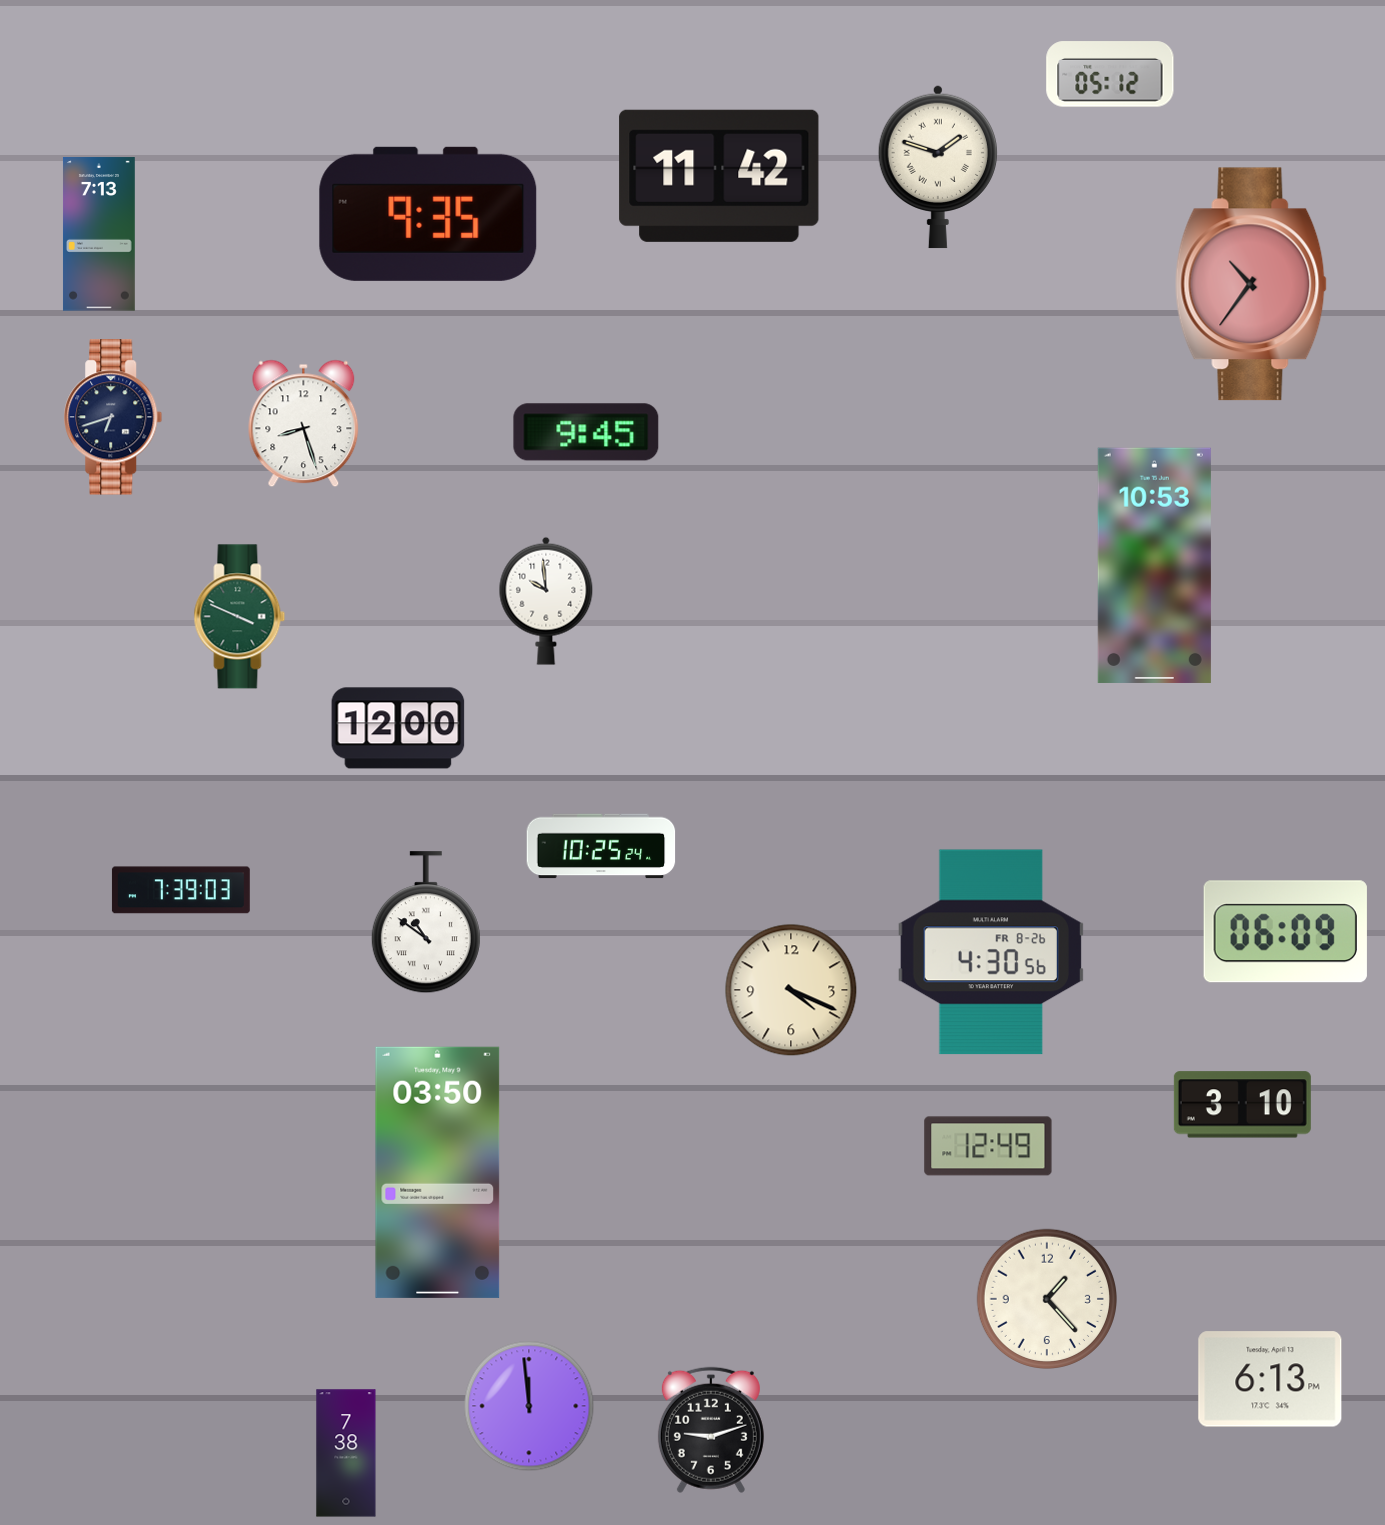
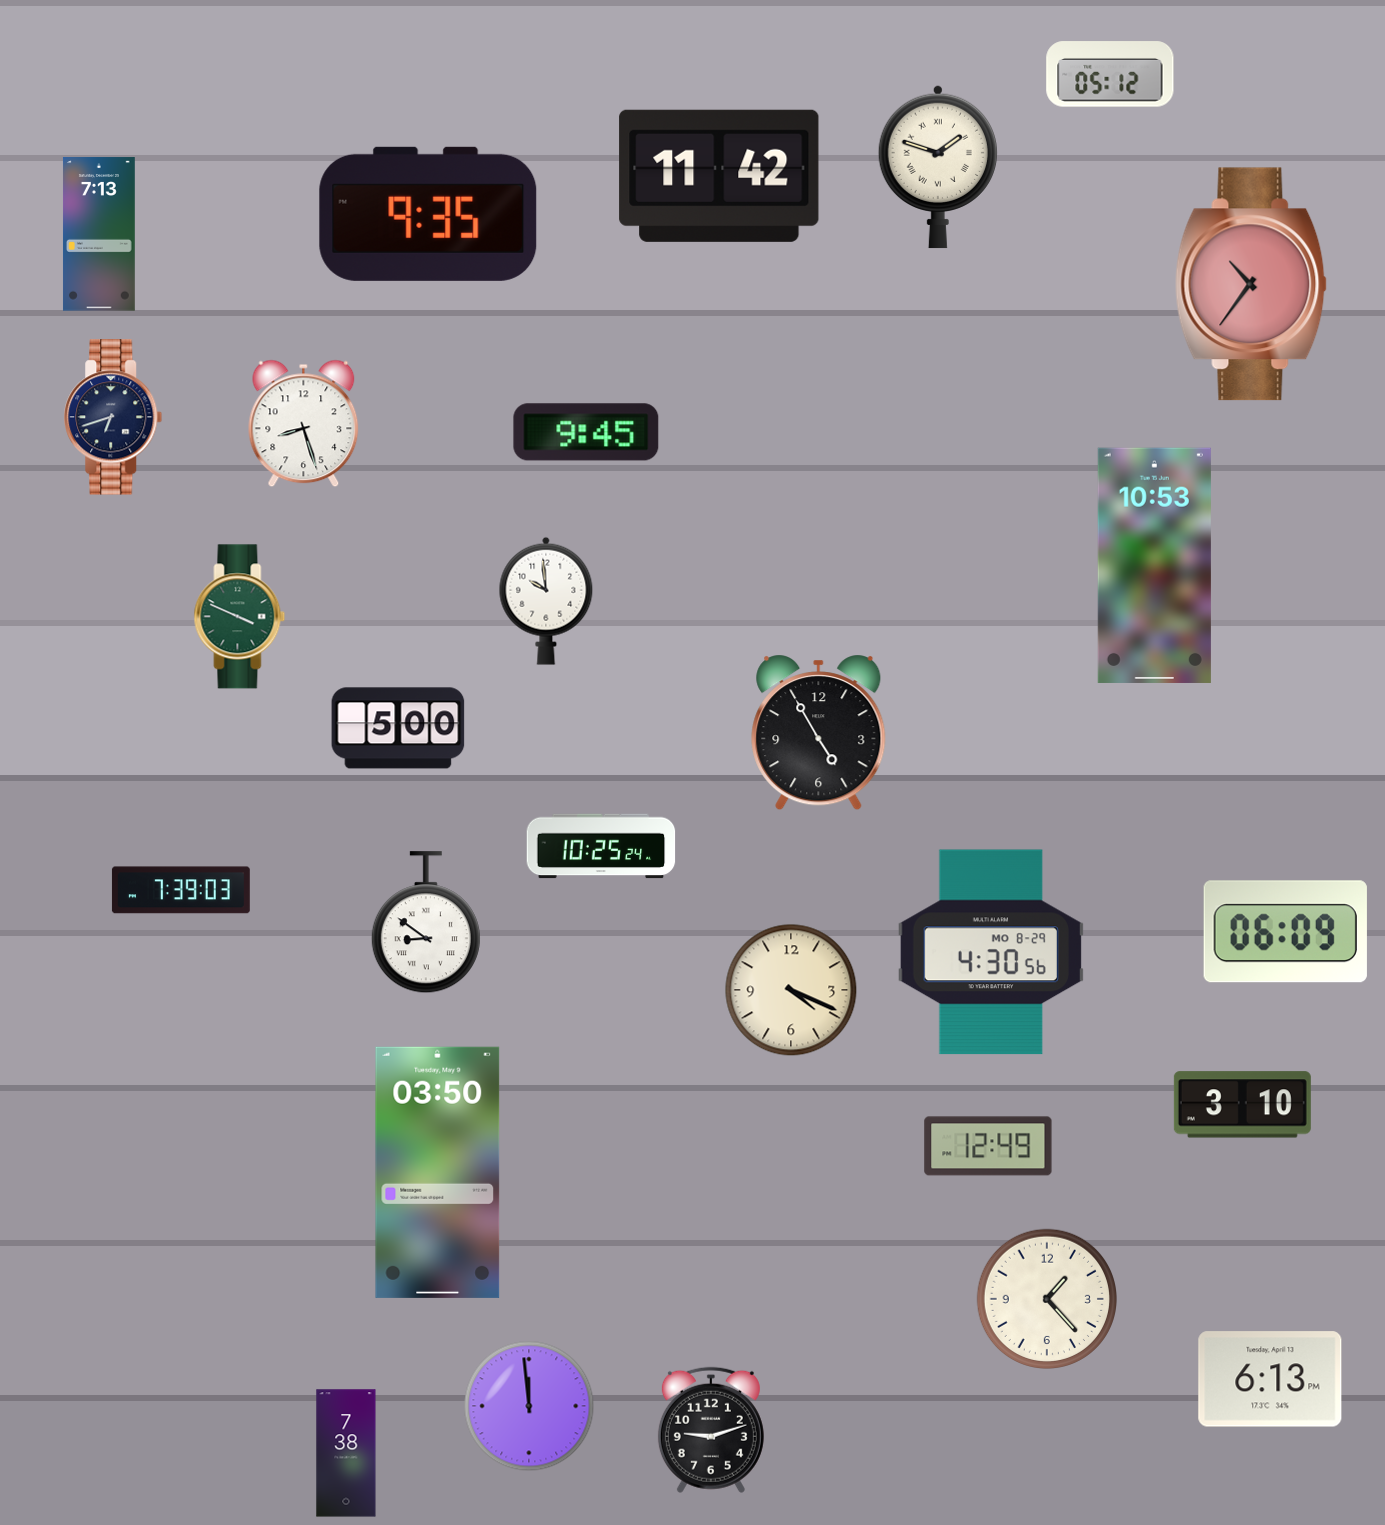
clock at (398, 728): 12:00 -> 5:00
clock at (819, 733): none -> 4:55
clock at (426, 923): 10:51 -> 8:51
clock at (991, 952) date: FR 8-26 -> MO 8-29
